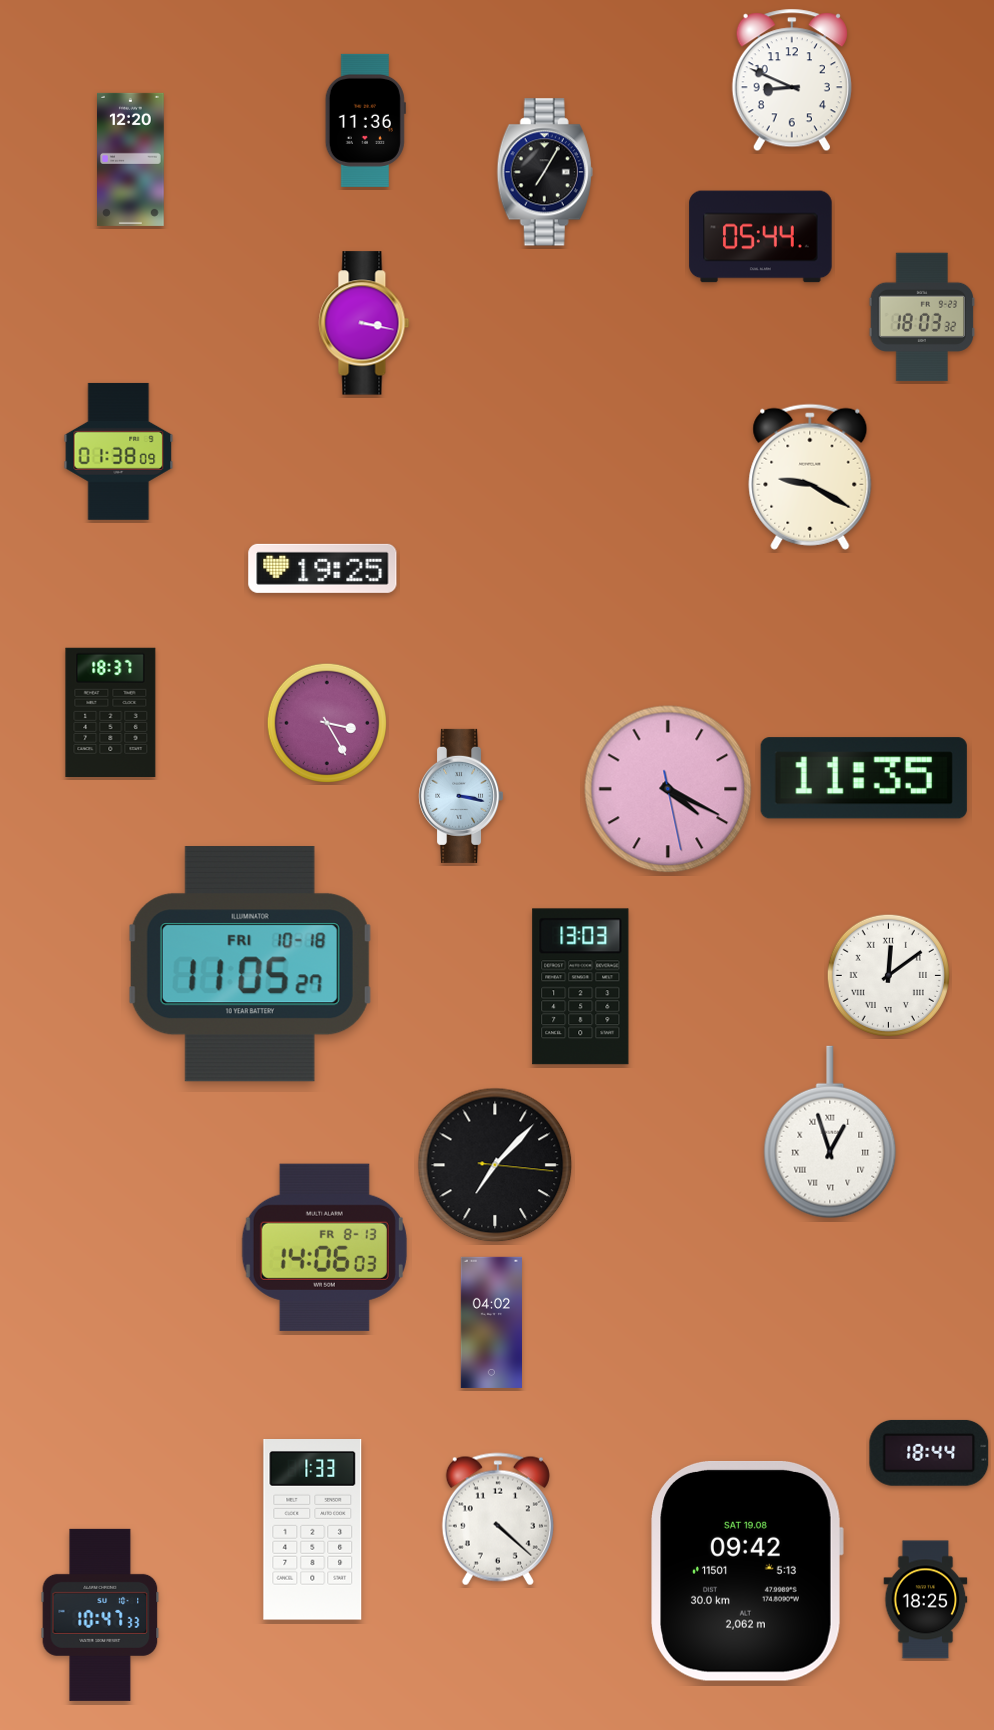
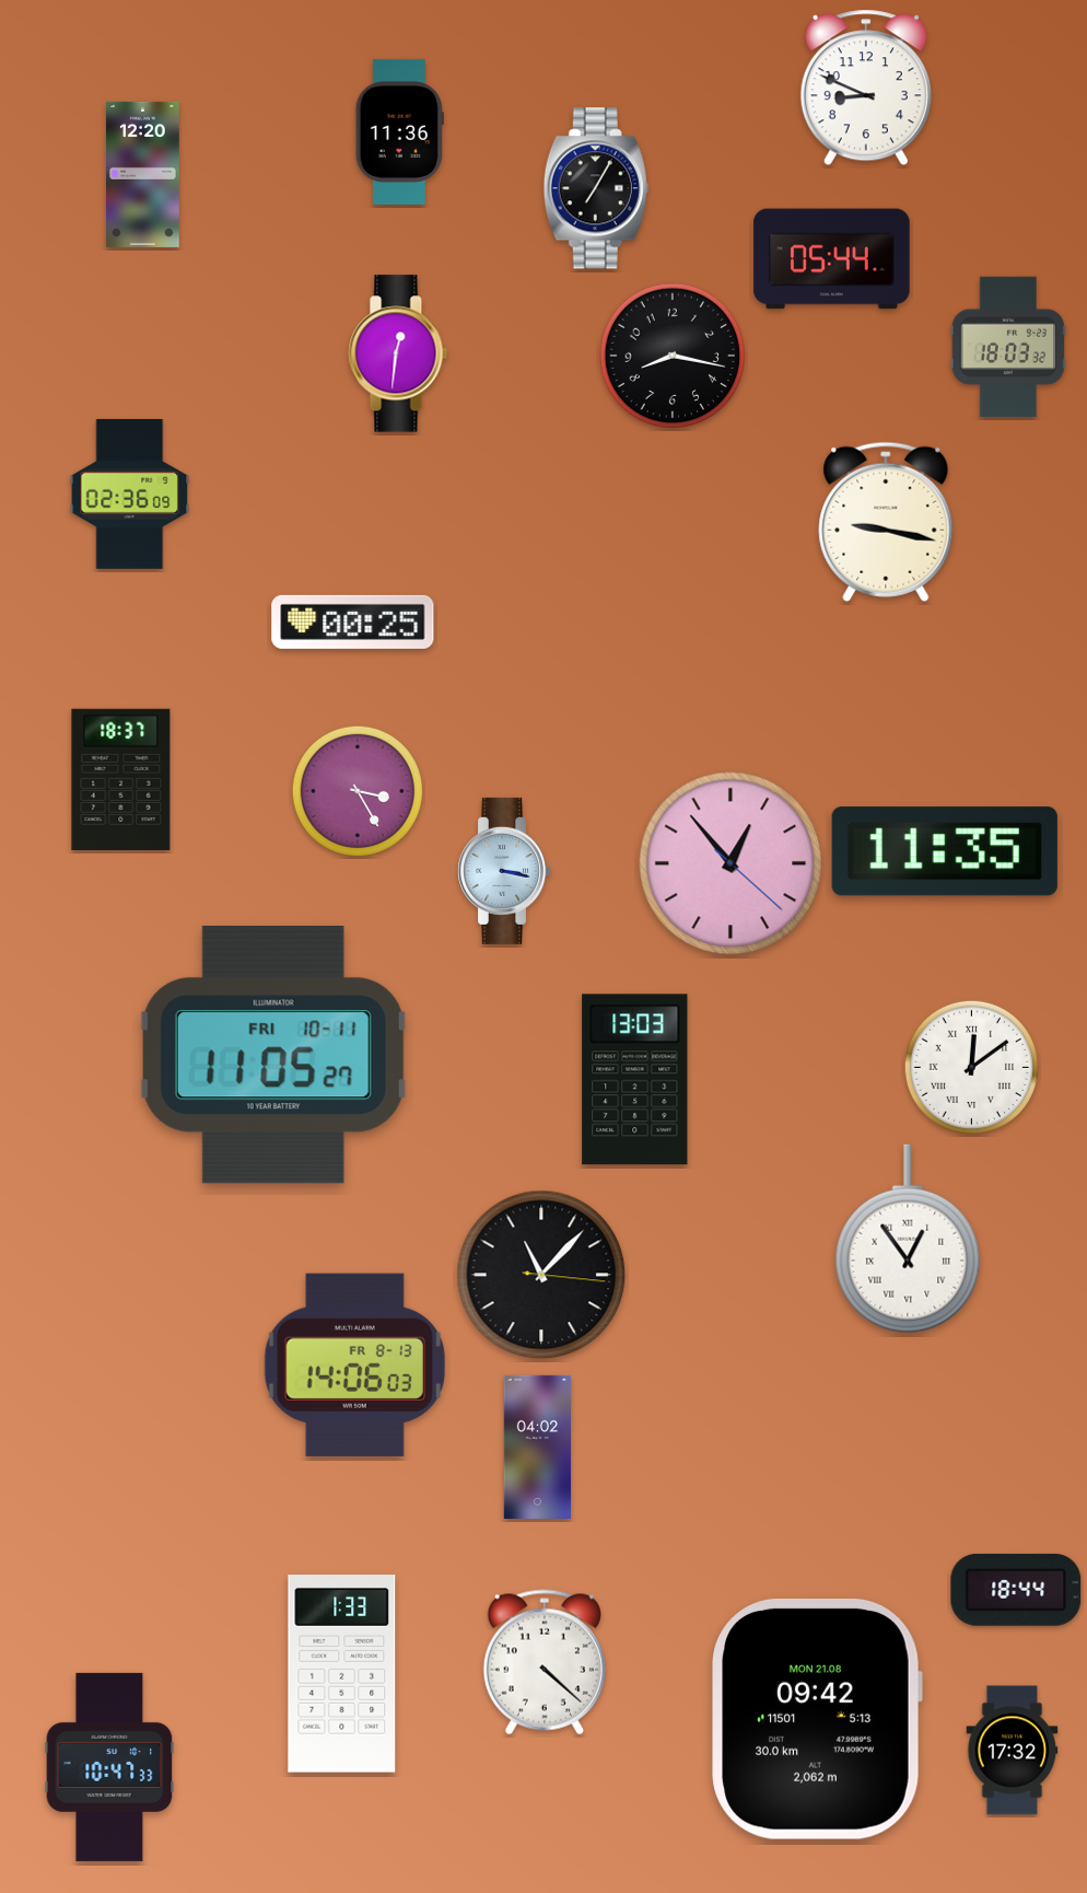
clock at (364, 323): 3:17 -> 12:31
clock at (671, 355): none -> 8:17
clock at (119, 451): 01:38 -> 02:36
clock at (810, 477): 9:20 -> 9:17
clock at (323, 568): 19:25 -> 00:25
clock at (668, 789): 4:19 -> 12:53
clock at (250, 964) date: FRI 10-18 -> FRI 10-11
clock at (830, 1132): 12:57 -> 12:54
clock at (495, 1165): 7:07 -> 11:07
clock at (747, 1571) date: SAT 19.08 -> MON 21.08
clock at (926, 1600): 18:25 -> 17:32
